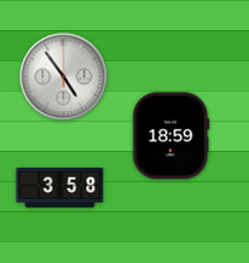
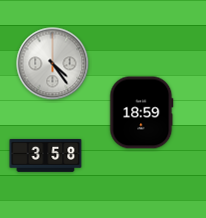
clock at (64, 77): 4:54 -> 4:24
clock at (60, 187) position: (60, 187) -> (46, 155)
